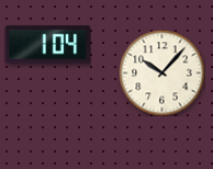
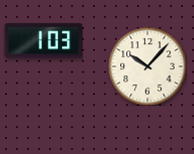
clock at (47, 45): 1:04 -> 1:03
